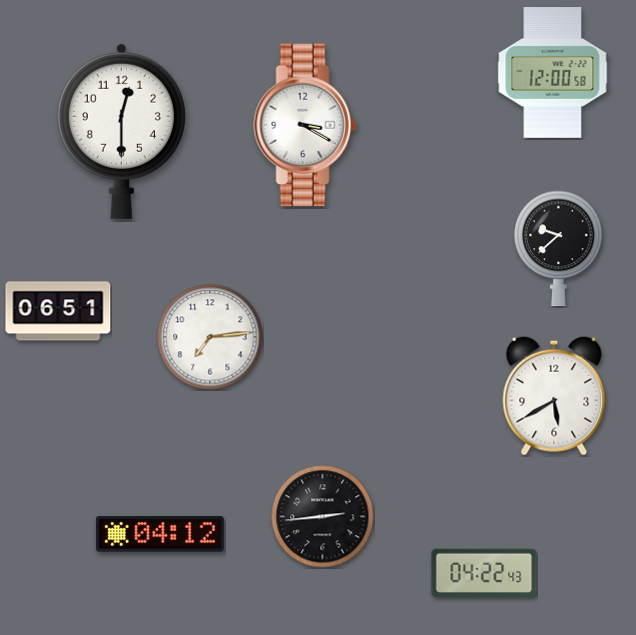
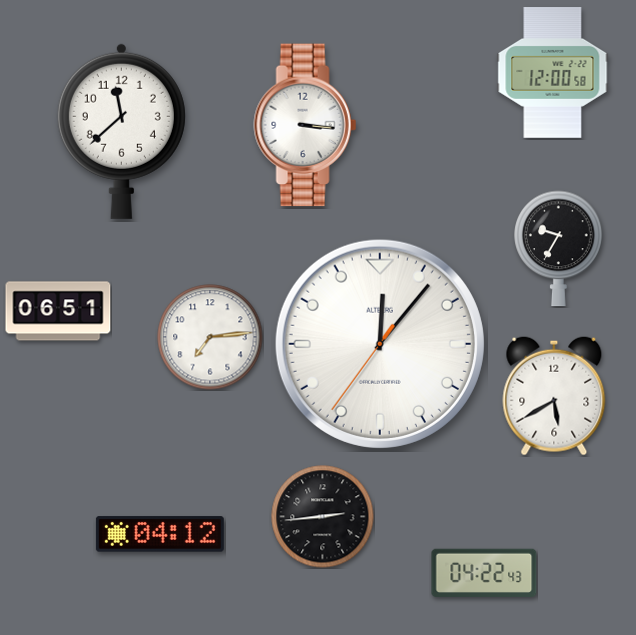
clock at (305, 125): 3:20 -> 3:16
clock at (121, 131): 12:30 -> 11:38
clock at (559, 249): 9:38 -> 9:35
clock at (380, 344): none -> 12:06
